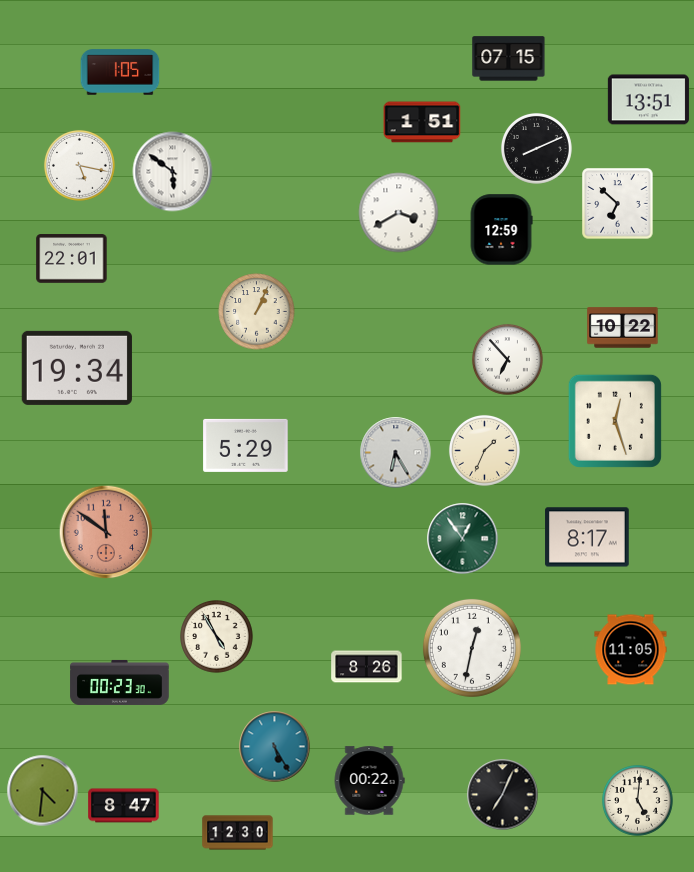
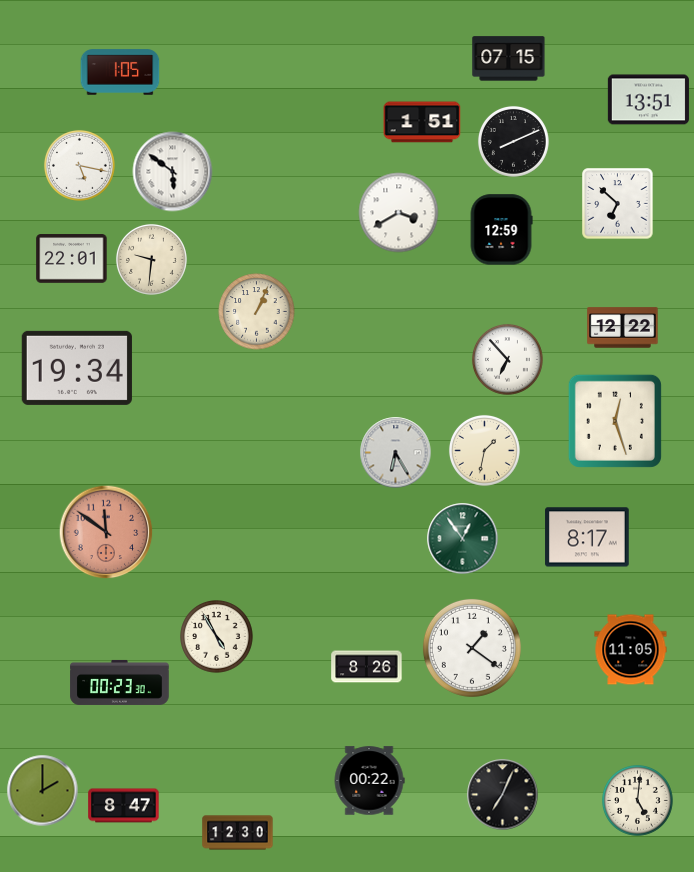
clock at (536, 148) position: (536, 148) -> (513, 141)
clock at (151, 259): none -> 9:31
clock at (623, 328): 10:22 -> 12:22
clock at (246, 445): 5:29 -> none
clock at (484, 450): 1:34 -> 1:32
clock at (472, 648): 12:32 -> 1:21
clock at (275, 747): 5:25 -> none
clock at (43, 791): 4:31 -> 2:00
